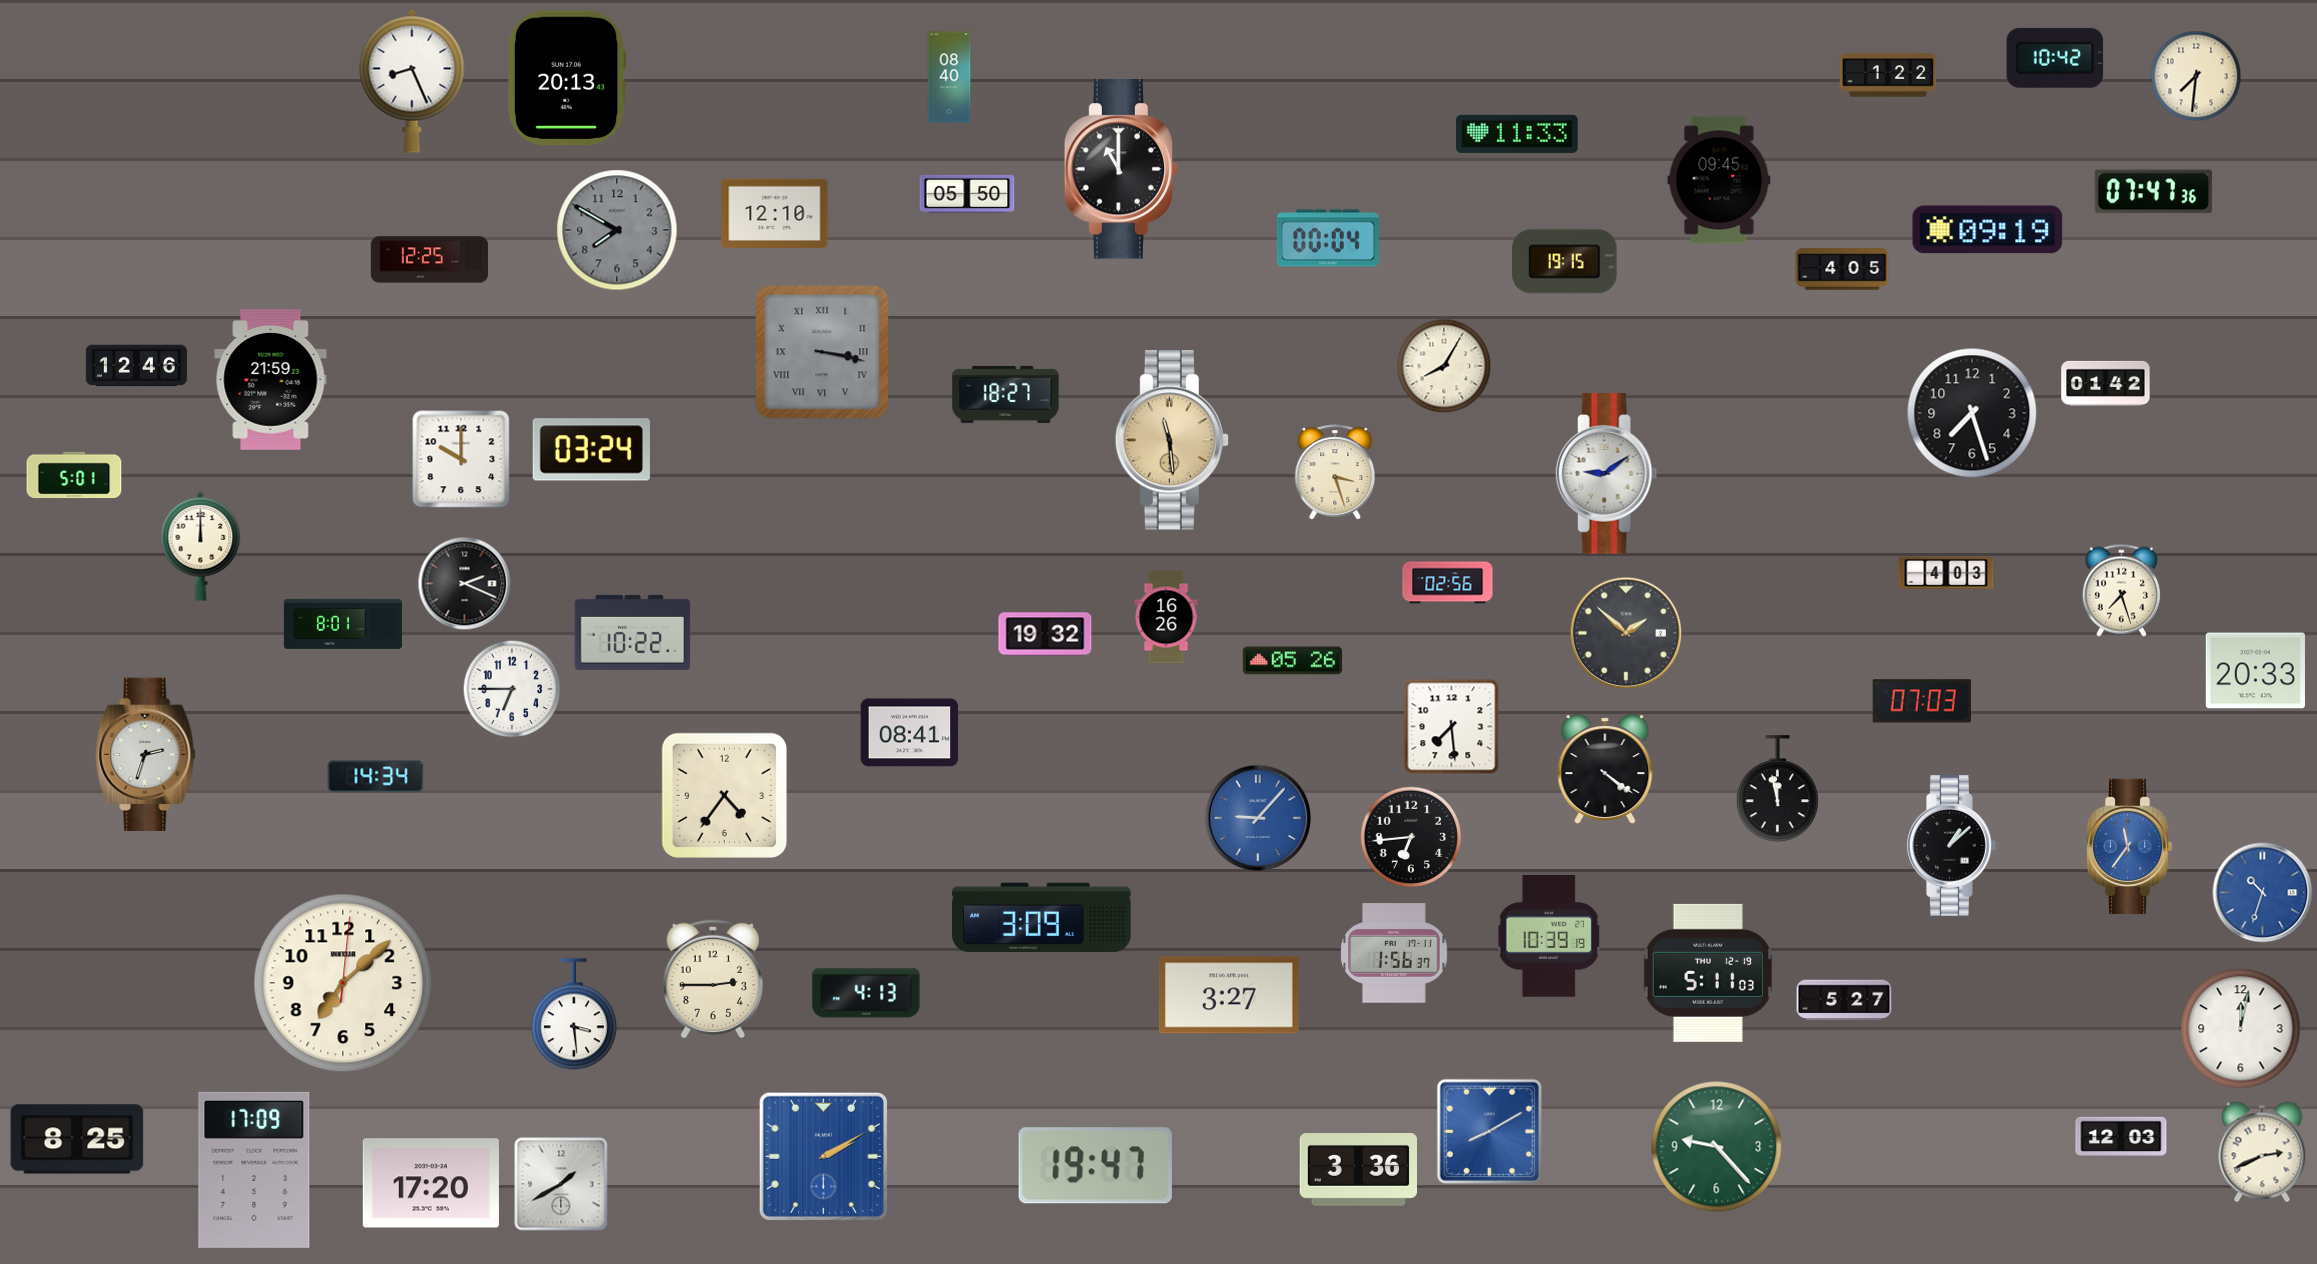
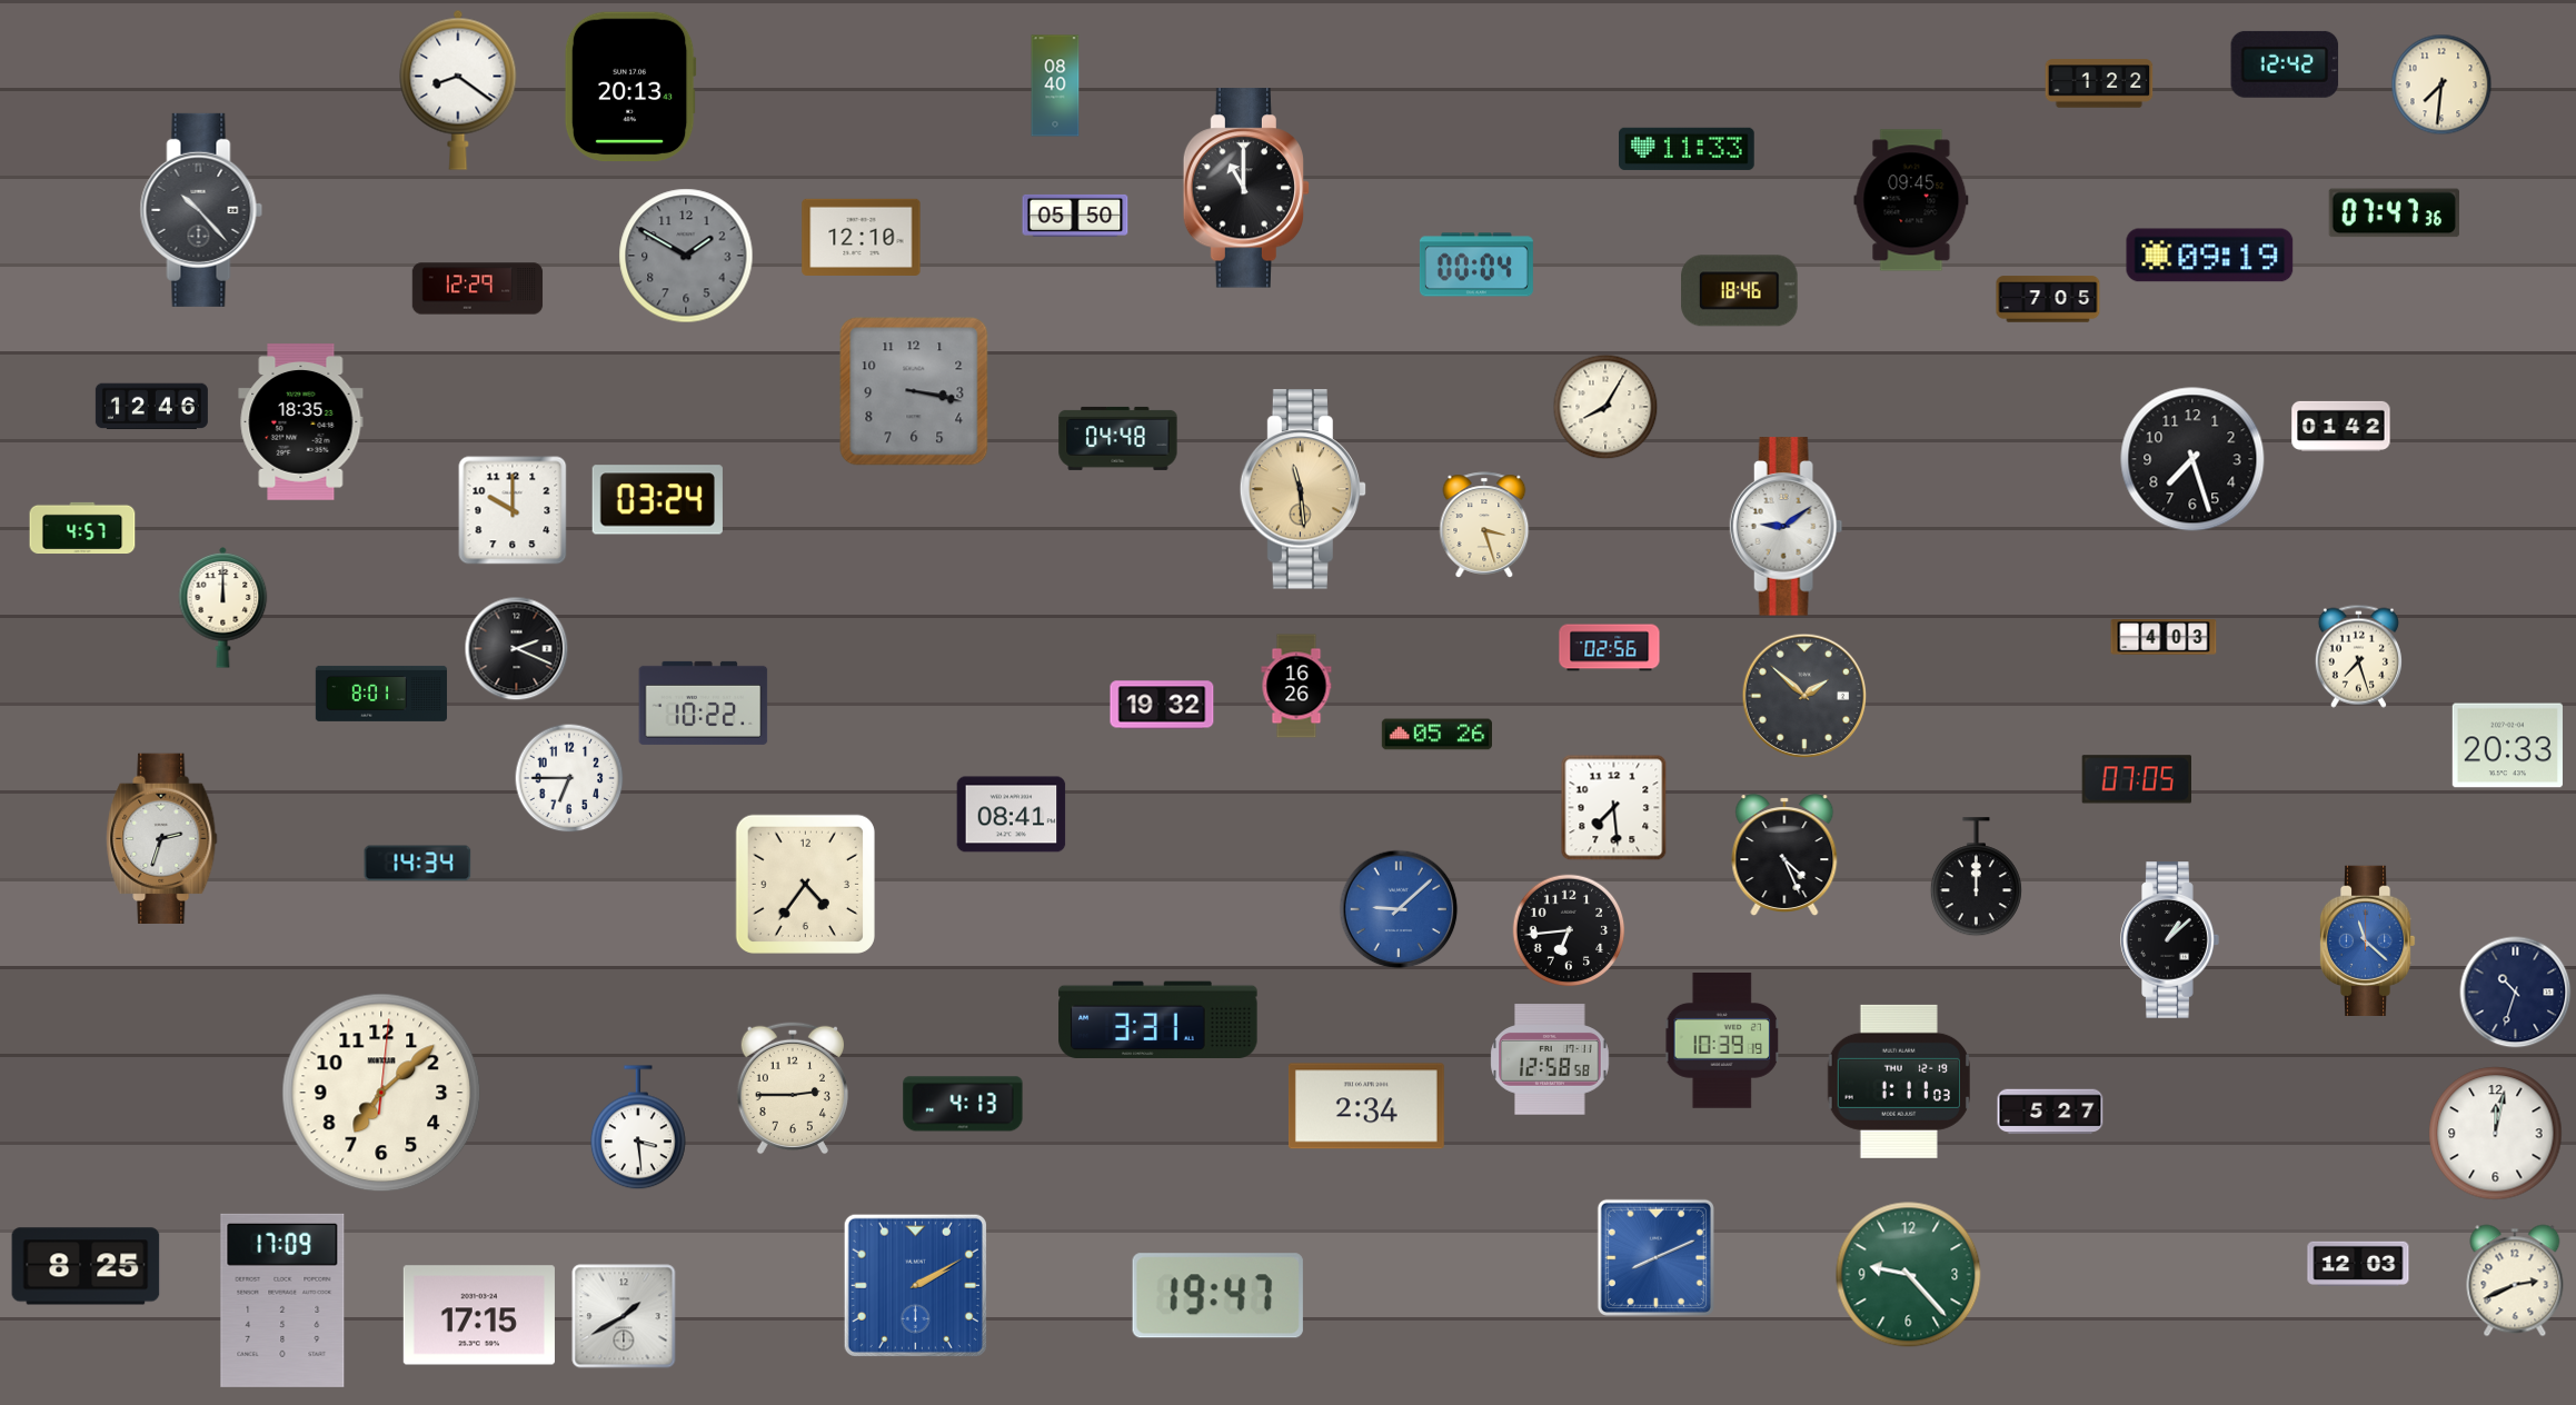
clock at (2055, 58): 10:42 -> 12:42
clock at (412, 81): 8:26 -> 8:21
clock at (201, 210): none -> 10:23
clock at (617, 230): 7:50 -> 1:50
clock at (430, 260): 12:25 -> 12:29
clock at (1565, 262): 19:15 -> 18:46
clock at (1842, 269): 4:05 -> 7:05
clock at (822, 352) numerals: Roman -> Arabic
clock at (271, 380): 21:59 -> 18:35
clock at (1006, 394): 18:27 -> 04:48
clock at (74, 475): 5:01 -> 4:57
clock at (1626, 633) position: (1626, 633) -> (1804, 696)
clock at (512, 689) position: (512, 689) -> (569, 778)
clock at (1921, 701): 07:03 -> 07:05
clock at (1605, 769): 4:21 -> 4:26
clock at (1777, 789): 11:58 -> 12:00
clock at (1258, 818): 9:07 -> 9:08
clock at (2129, 846): 11:36 -> 11:22
clock at (2263, 893) dial: blue -> navy
clock at (1042, 917): 3:09 -> 3:31
clock at (1394, 953): 1:56 -> 12:58
clock at (1708, 973): 5:11 -> 1:11
clock at (1229, 995): 3:27 -> 2:34
clock at (2241, 1029) position: (2241, 1029) -> (2496, 1134)
clock at (1489, 1131): 8:10 -> 8:11
clock at (1358, 1170): 3:36 -> none
clock at (431, 1183): 17:20 -> 17:15
